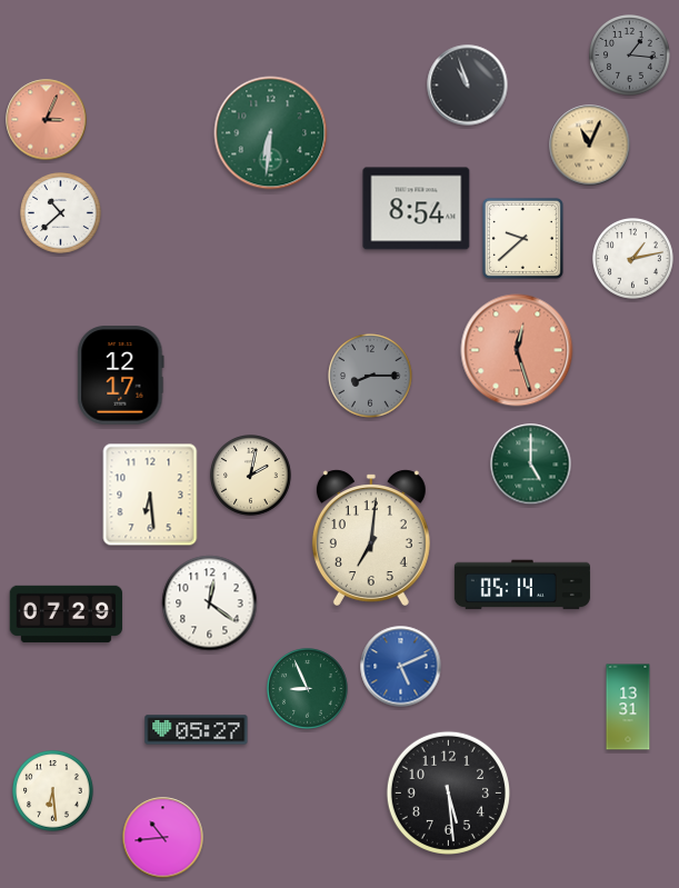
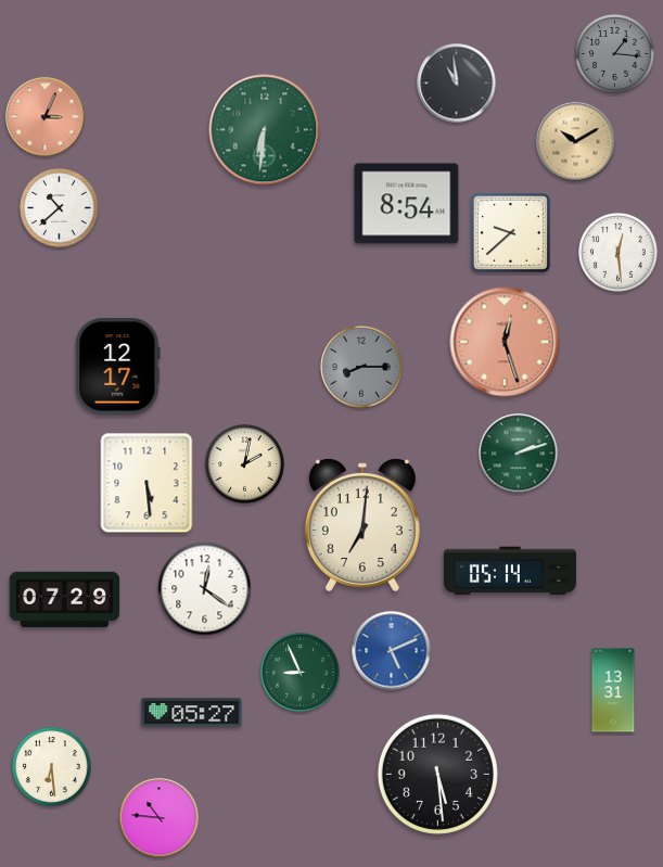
clock at (468, 86): 10:57 -> 10:59
clock at (590, 146): 11:04 -> 10:10
clock at (633, 259): 1:13 -> 12:29
clock at (531, 465): 5:00 -> 2:12
clock at (150, 495): 6:29 -> 5:29
clock at (53, 791) position: (53, 791) -> (52, 767)
clock at (163, 838): 10:44 -> 10:46
